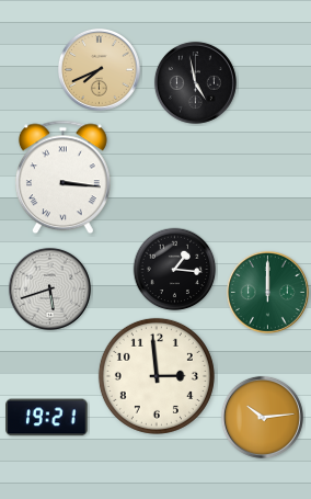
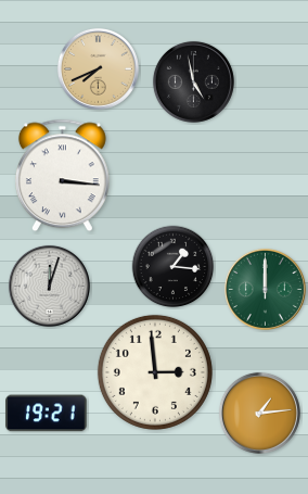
clock at (49, 288): 5:42 -> 12:03
clock at (262, 417): 10:14 -> 1:14
